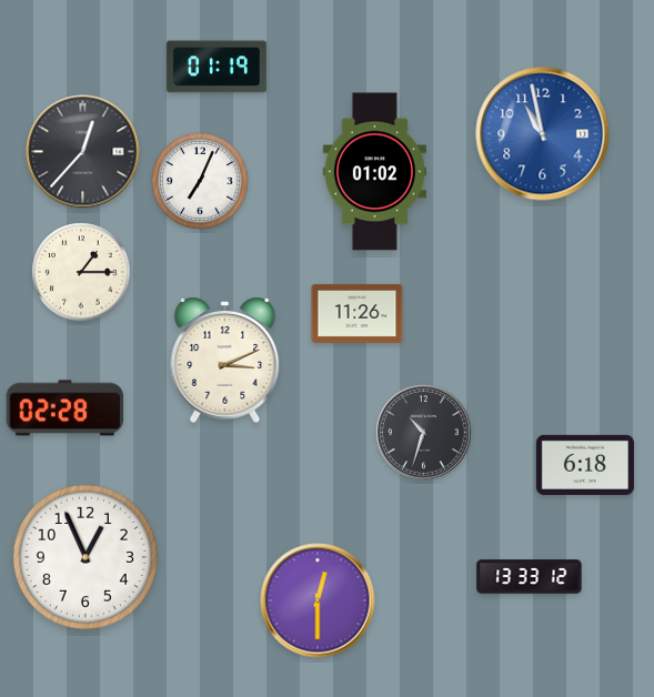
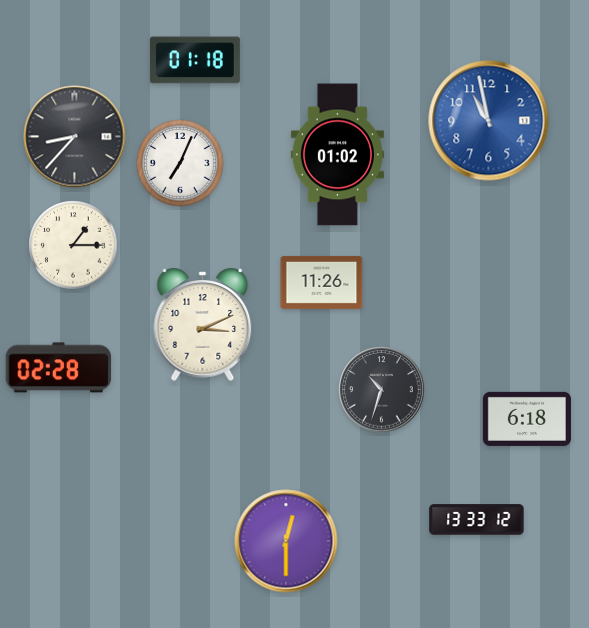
clock at (217, 67): 01:19 -> 01:18
clock at (83, 152): 12:37 -> 8:37
clock at (85, 557): 12:56 -> none
